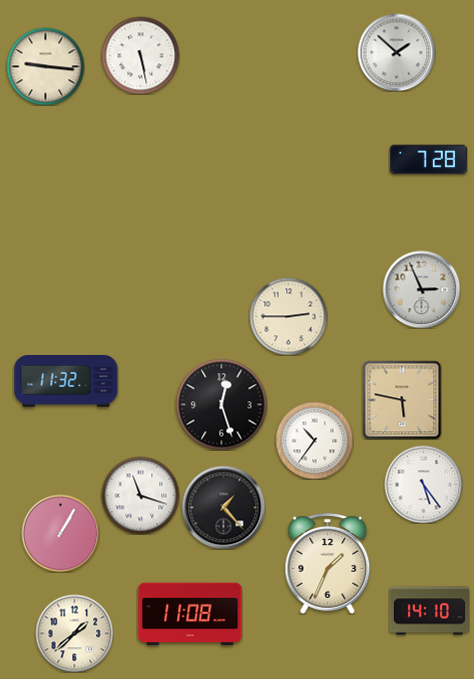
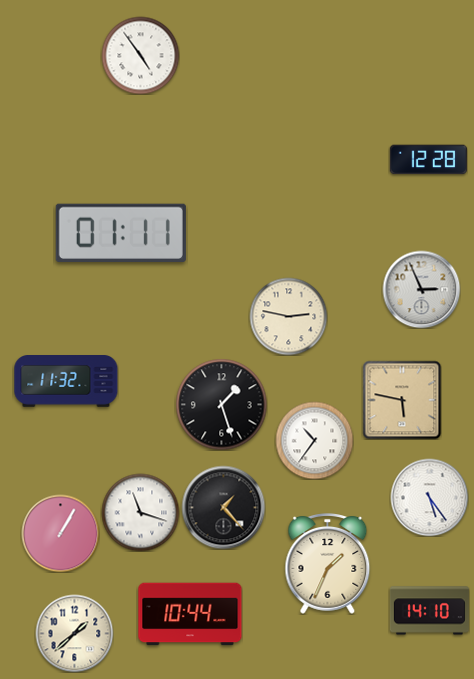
clock at (396, 52): 1:52 -> none
clock at (140, 55): 5:28 -> 4:54
clock at (45, 66): 9:16 -> none
clock at (428, 160): 7:28 -> 12:28
clock at (121, 233): none -> 01:11
clock at (288, 316): 2:45 -> 2:47
clock at (221, 404): 12:27 -> 1:27
clock at (423, 484) position: (423, 484) -> (429, 497)
clock at (140, 495) position: (140, 495) -> (140, 512)
clock at (190, 614): 11:08 -> 10:44
